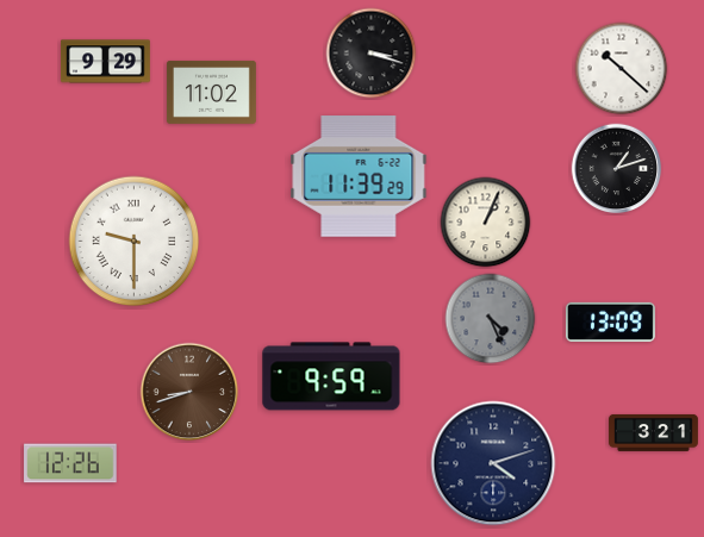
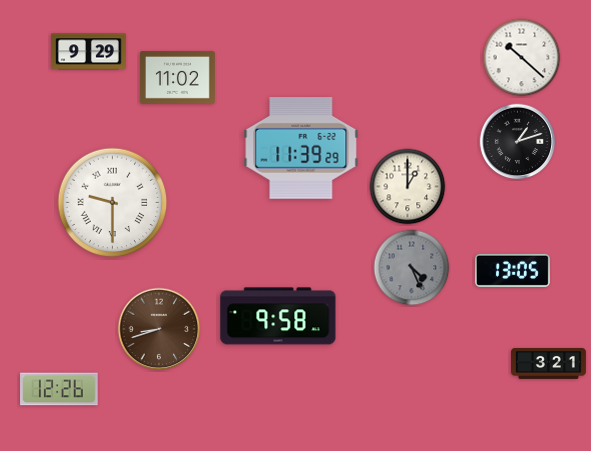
clock at (372, 54): 3:18 -> none
clock at (486, 223): 1:04 -> 1:00
clock at (610, 321): 13:09 -> 13:05
clock at (331, 376): 9:59 -> 9:58
clock at (493, 463): 4:12 -> none
